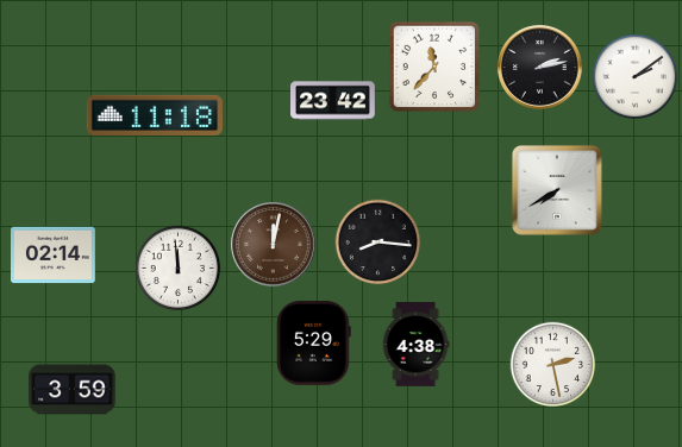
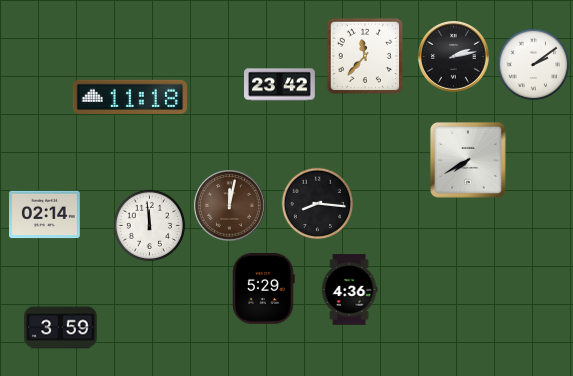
clock at (415, 345): 4:38 -> 4:36
clock at (553, 365): 2:28 -> none
